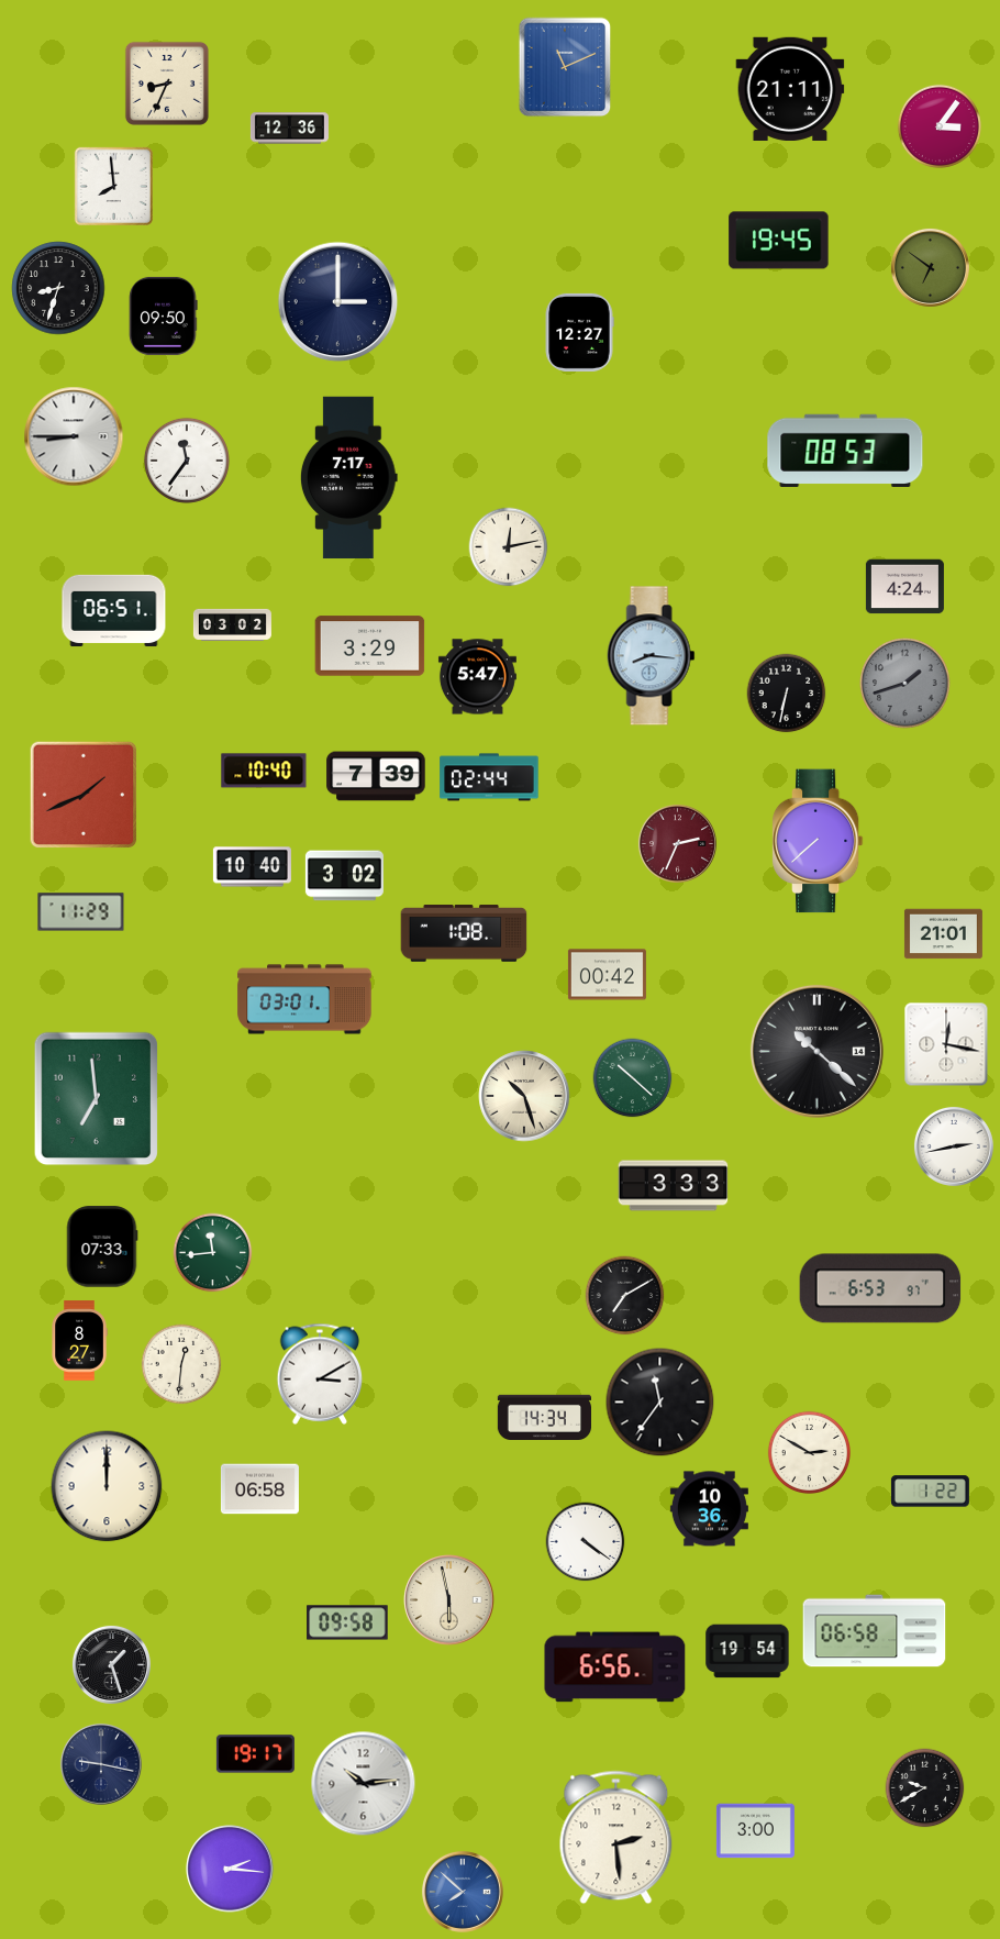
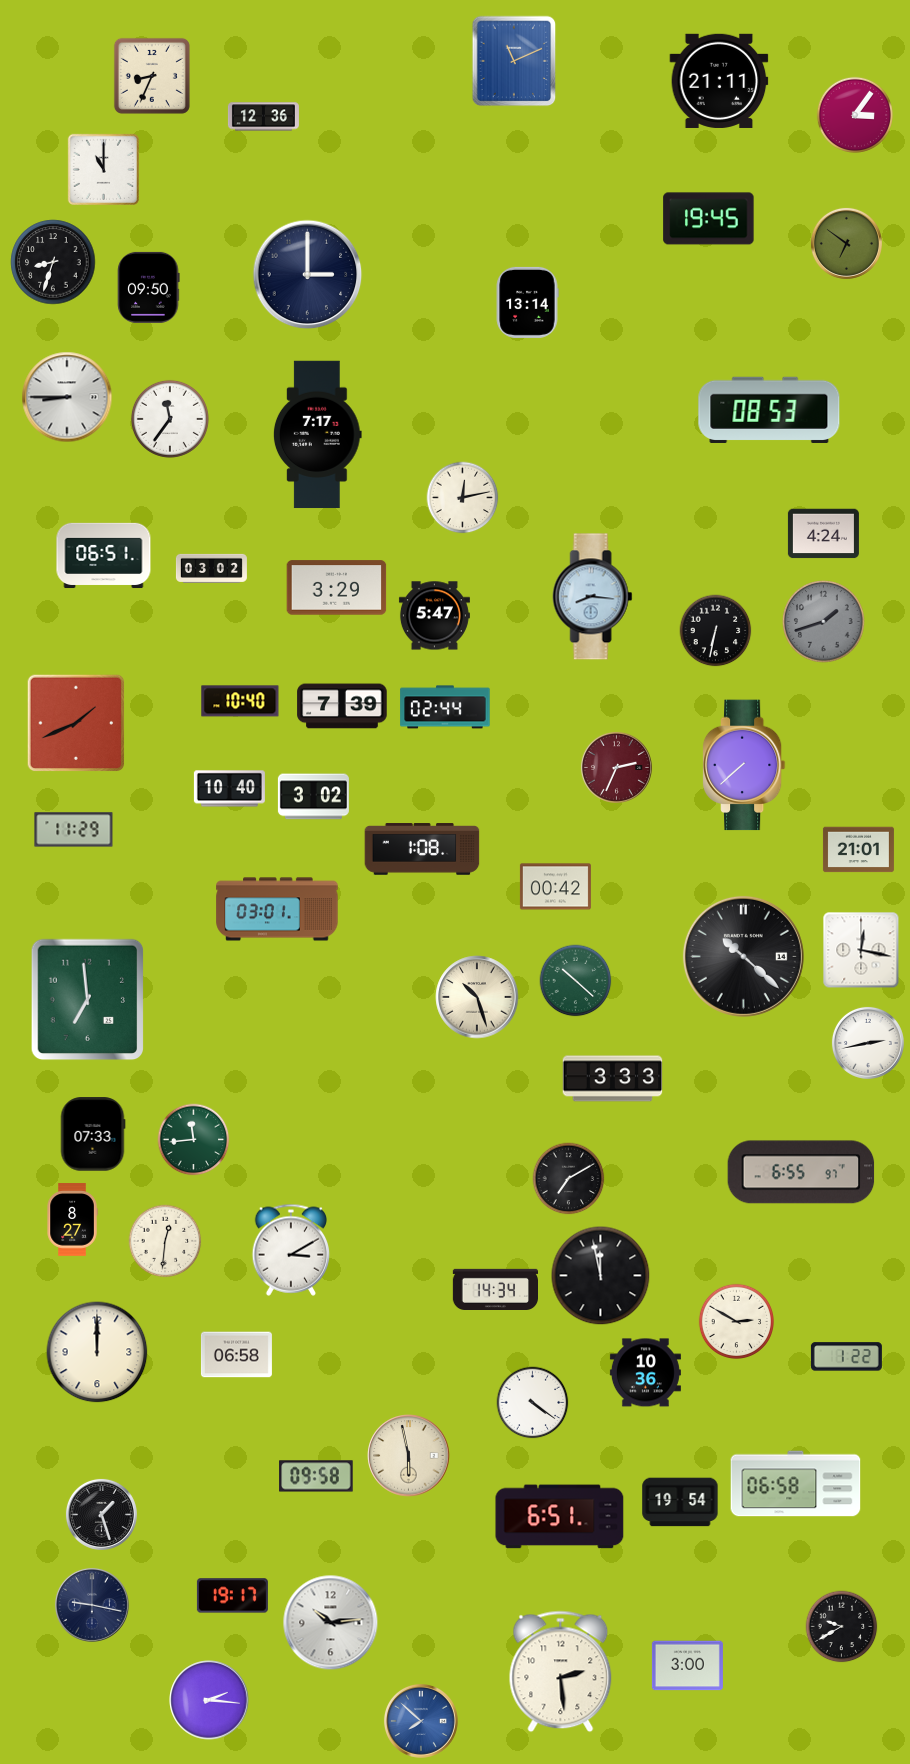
clock at (113, 186): 7:59 -> 11:00
clock at (579, 332): 12:27 -> 13:14
clock at (607, 975) position: (607, 975) -> (555, 887)
clock at (880, 1288): 6:53 -> 6:55
clock at (660, 1403): 11:36 -> 11:58
clock at (615, 1667): 6:56 -> 6:51
